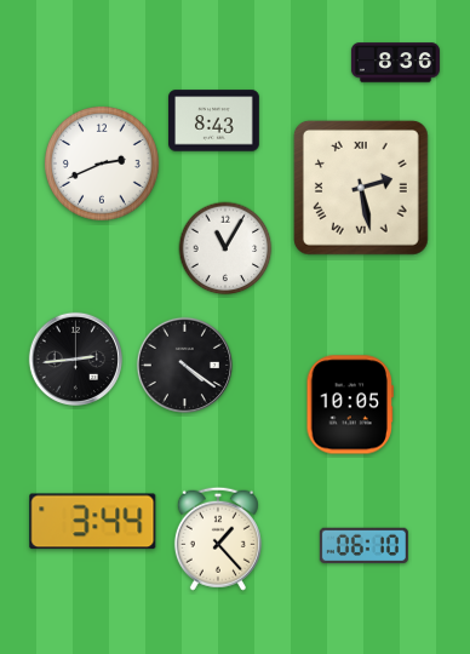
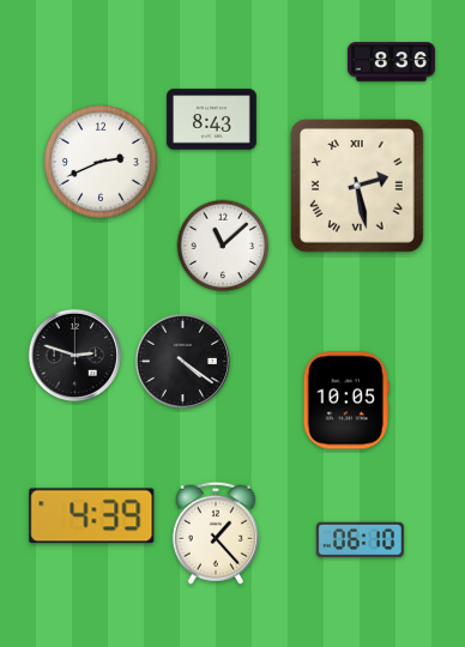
clock at (225, 248): 11:05 -> 11:08
clock at (75, 358): 2:44 -> 2:48
clock at (93, 522): 3:44 -> 4:39
